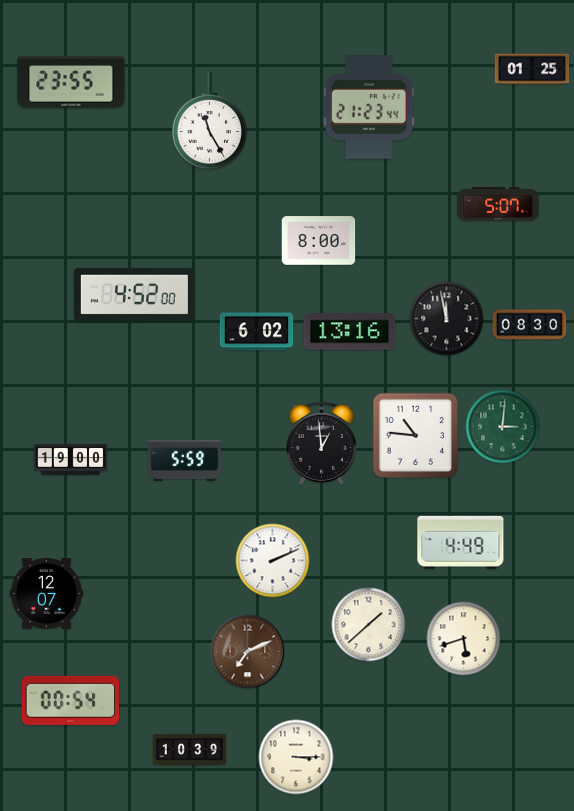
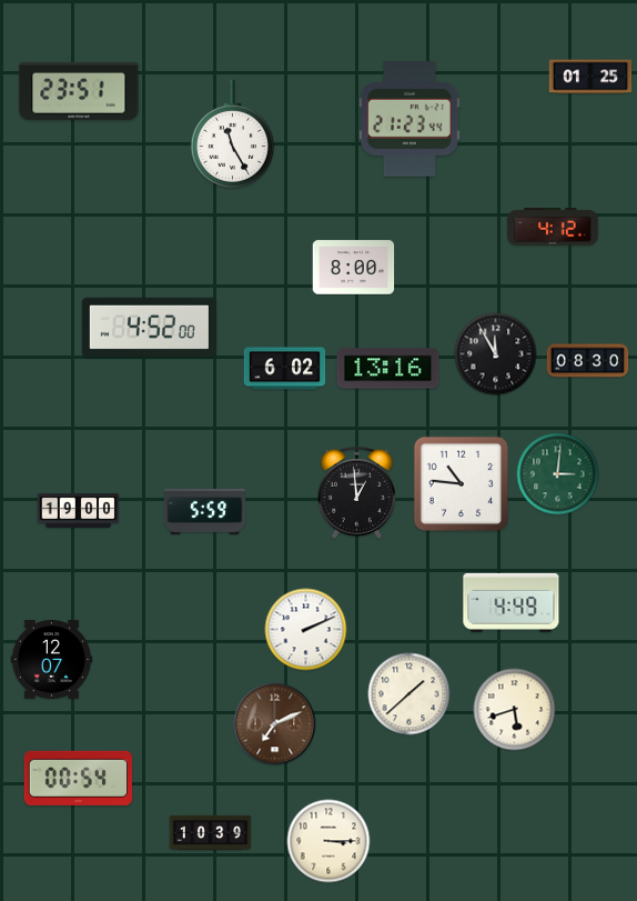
clock at (71, 82): 23:55 -> 23:51
clock at (498, 204): 5:07 -> 4:12
clock at (447, 319): 11:58 -> 11:55
clock at (273, 561) position: (273, 561) -> (306, 630)
